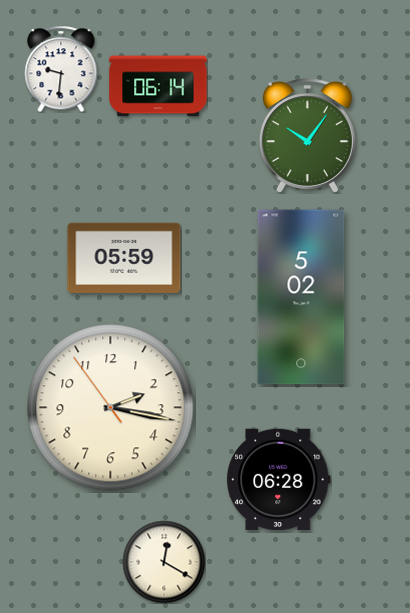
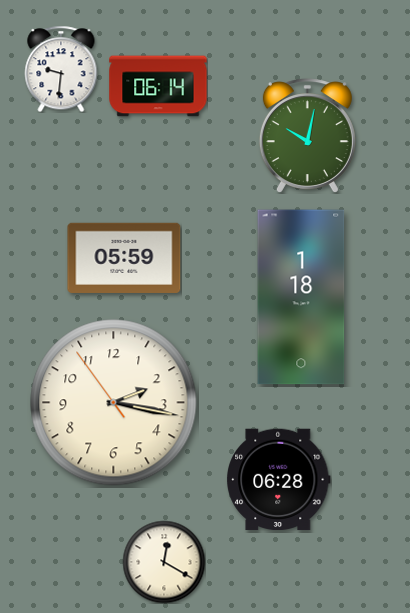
clock at (307, 135): 10:06 -> 10:02
clock at (301, 297): 5:02 -> 1:18
clock at (111, 408) position: (111, 408) -> (114, 403)
